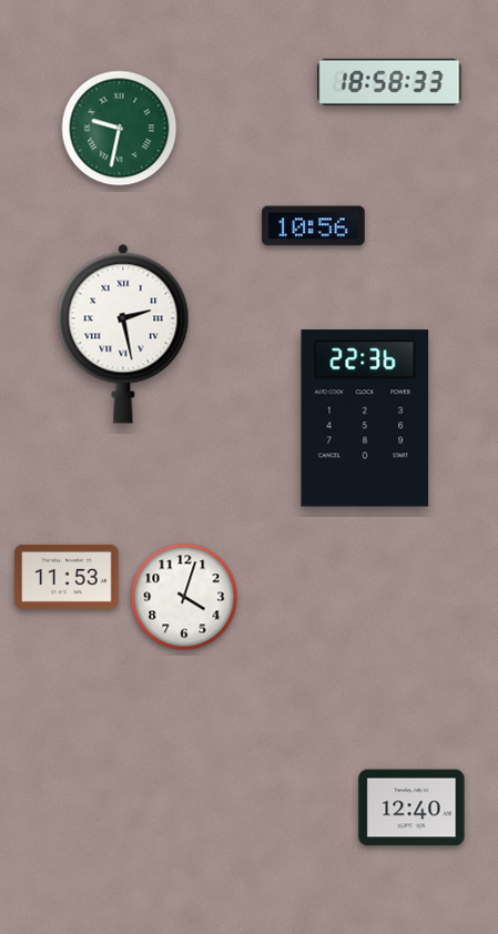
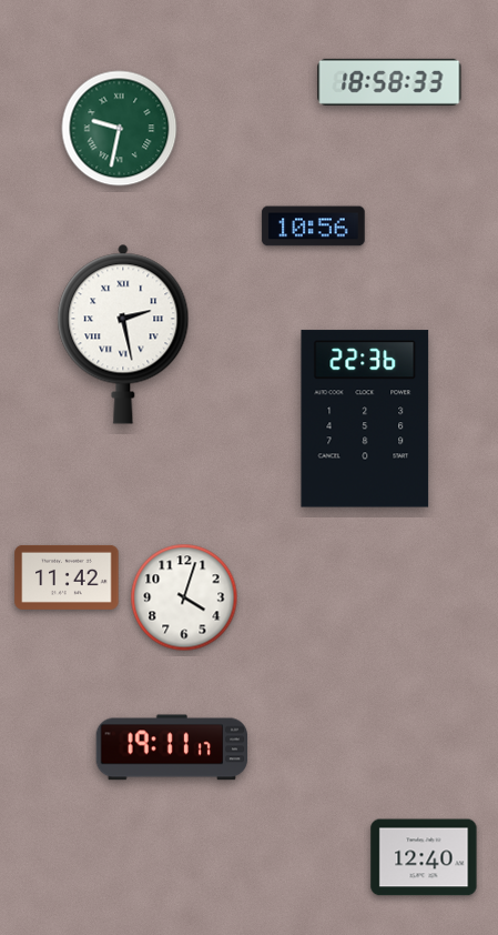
clock at (67, 577): 11:53 -> 11:42
clock at (171, 747): none -> 19:11
clock at (411, 808) position: (411, 808) -> (424, 857)
